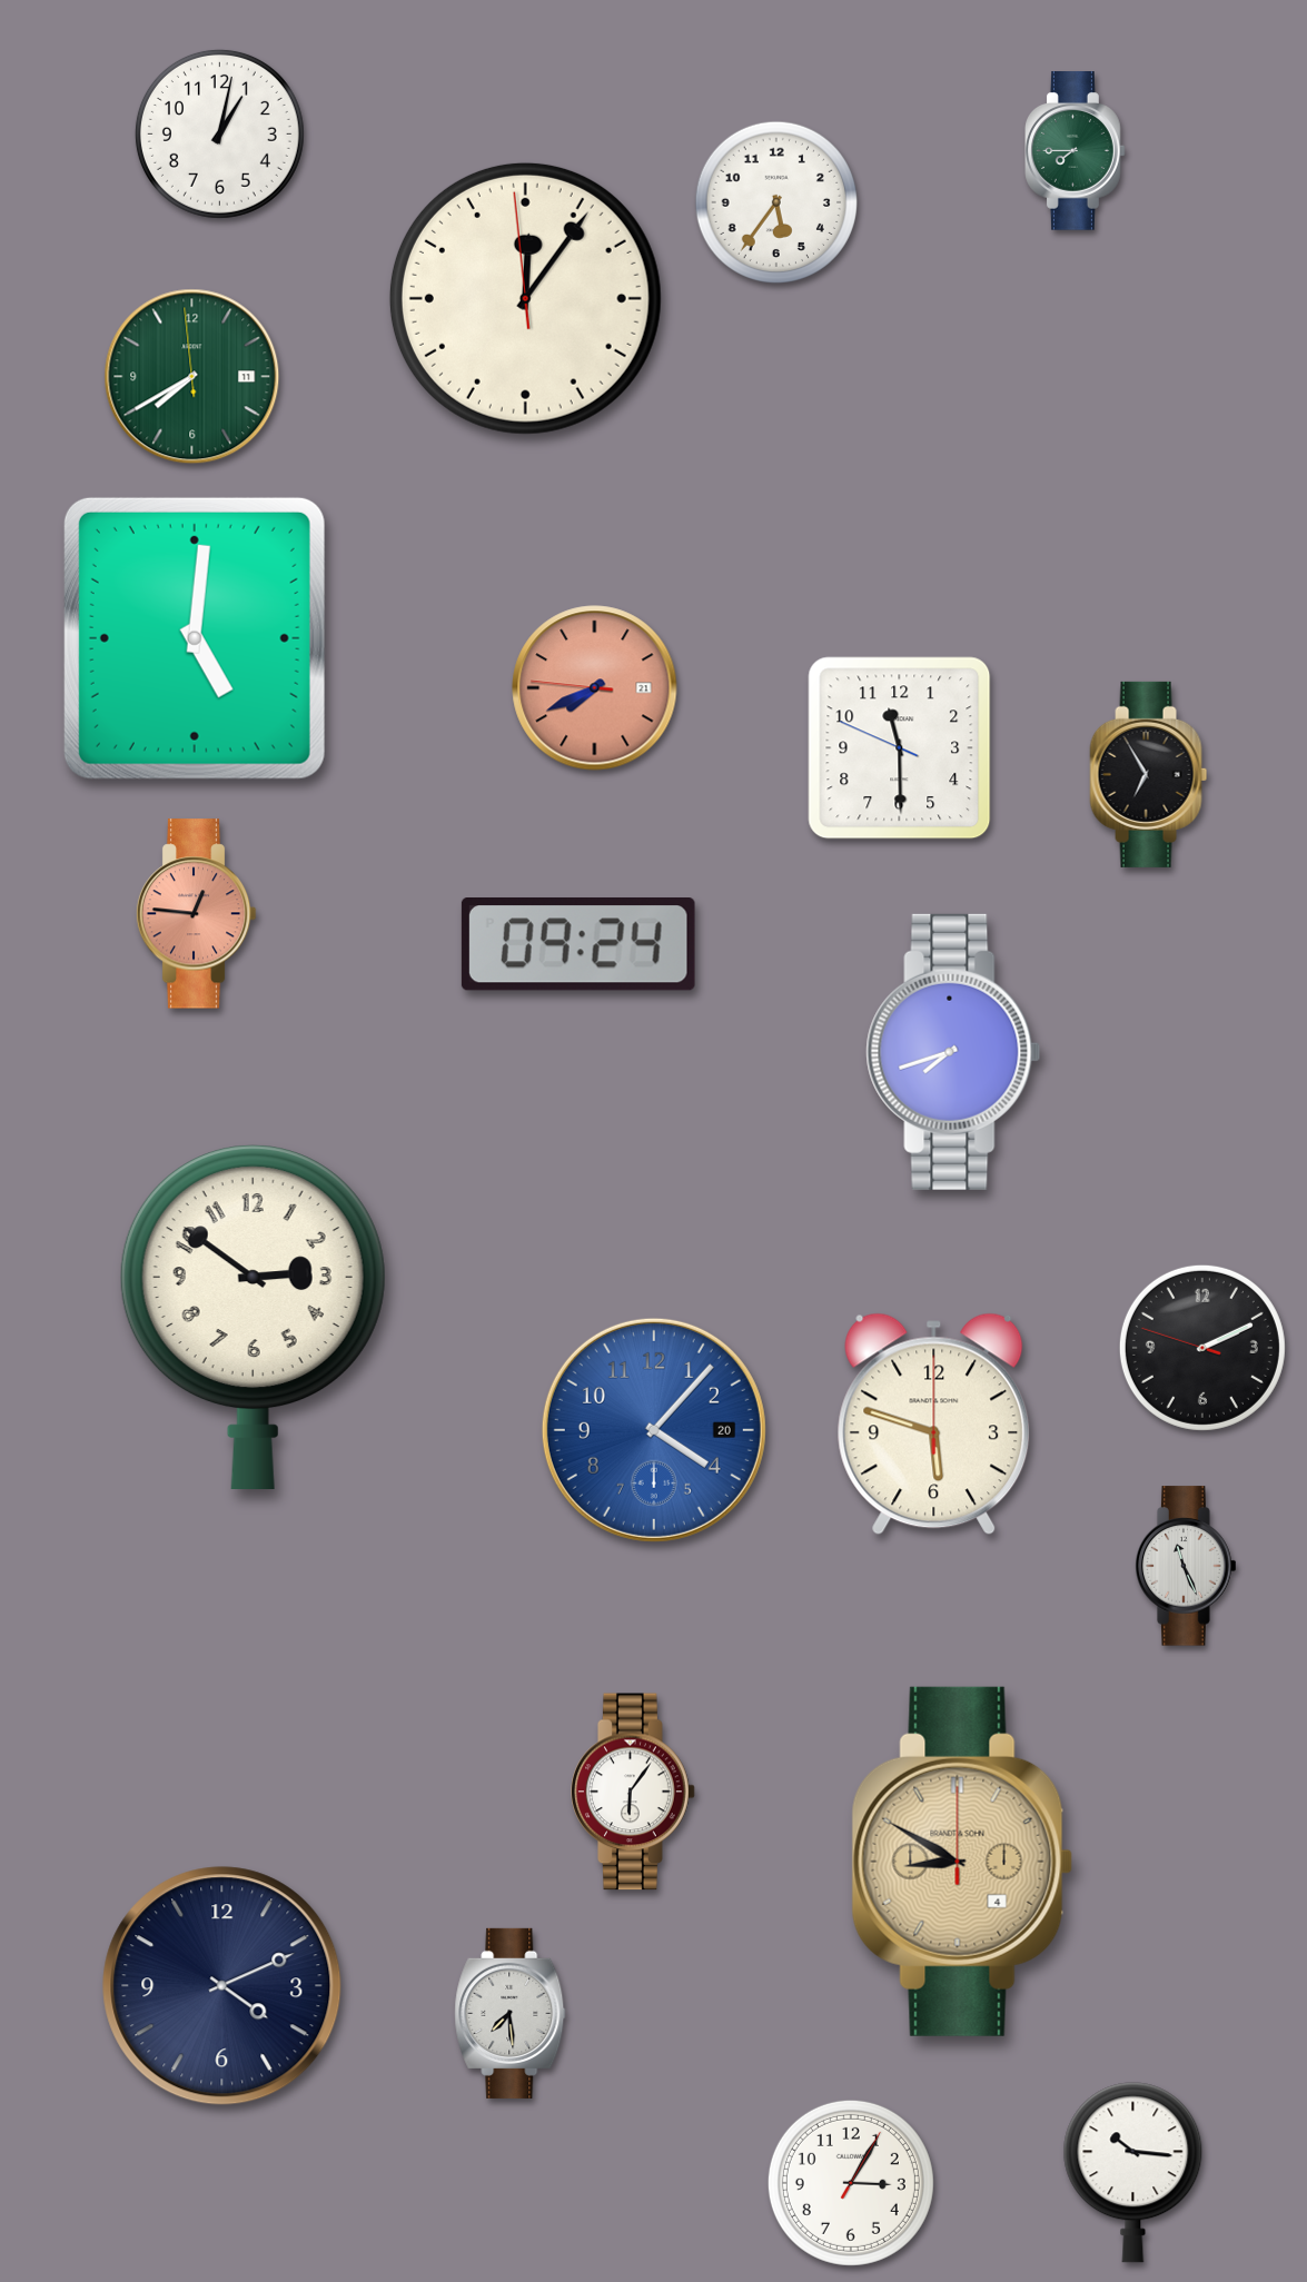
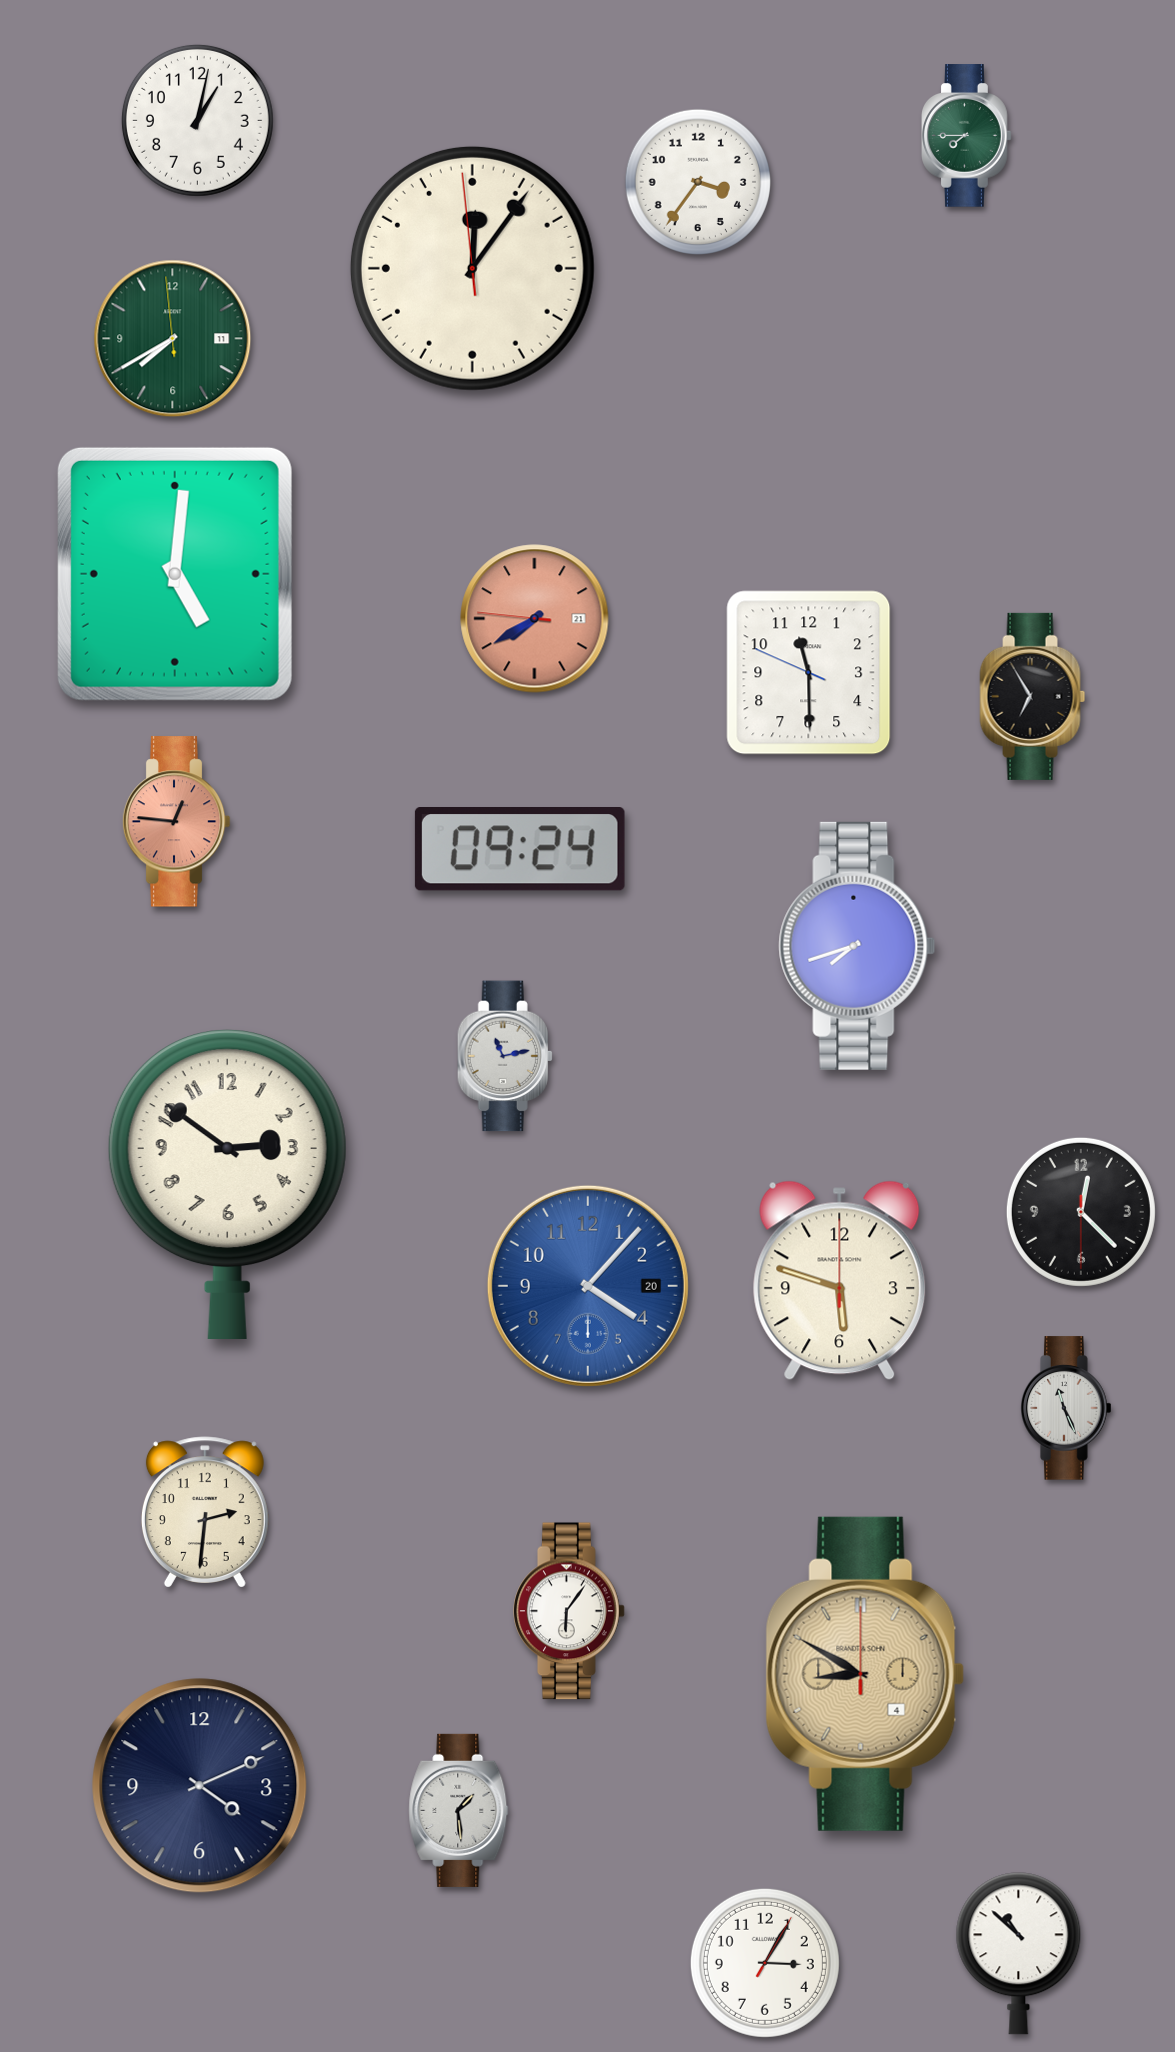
clock at (775, 201): 5:36 -> 3:36
clock at (595, 688): 7:40 -> 7:39
clock at (505, 1056): none -> 11:13
clock at (1202, 1348): 2:10 -> 12:22
clock at (205, 1512): none -> 2:31
clock at (511, 2013): 7:29 -> 1:29
clock at (1133, 2173): 10:16 -> 10:52
